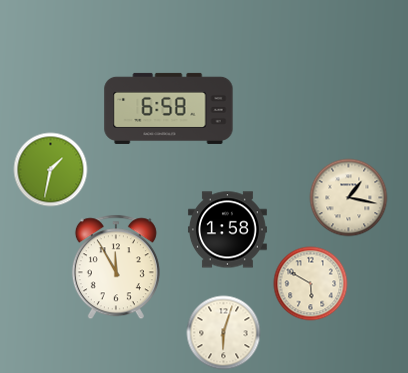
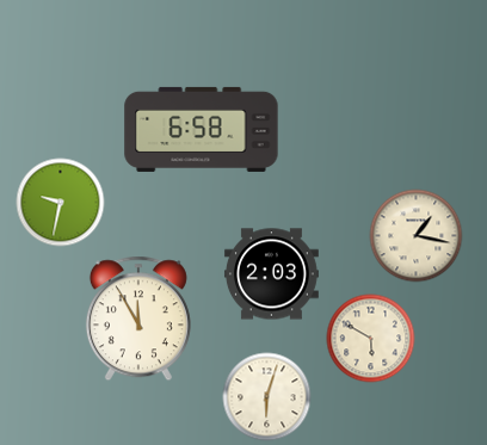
clock at (51, 170): 1:32 -> 9:32
clock at (227, 230): 1:58 -> 2:03
